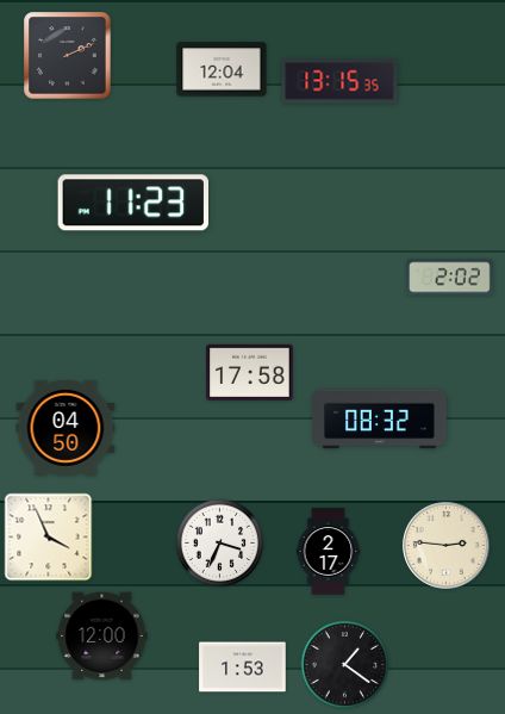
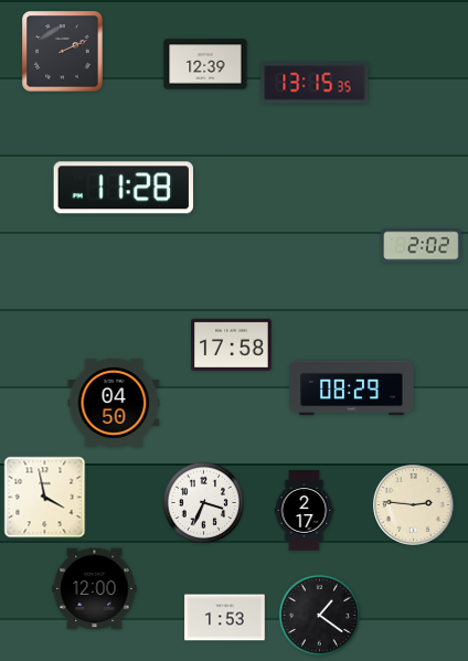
clock at (222, 69): 12:04 -> 12:39
clock at (339, 81) position: (339, 81) -> (315, 83)
clock at (133, 203): 11:23 -> 11:28
clock at (450, 278) position: (450, 278) -> (422, 246)
clock at (380, 420): 08:32 -> 08:29
clock at (66, 428) position: (66, 428) -> (114, 403)
clock at (49, 538): 3:56 -> 3:58
